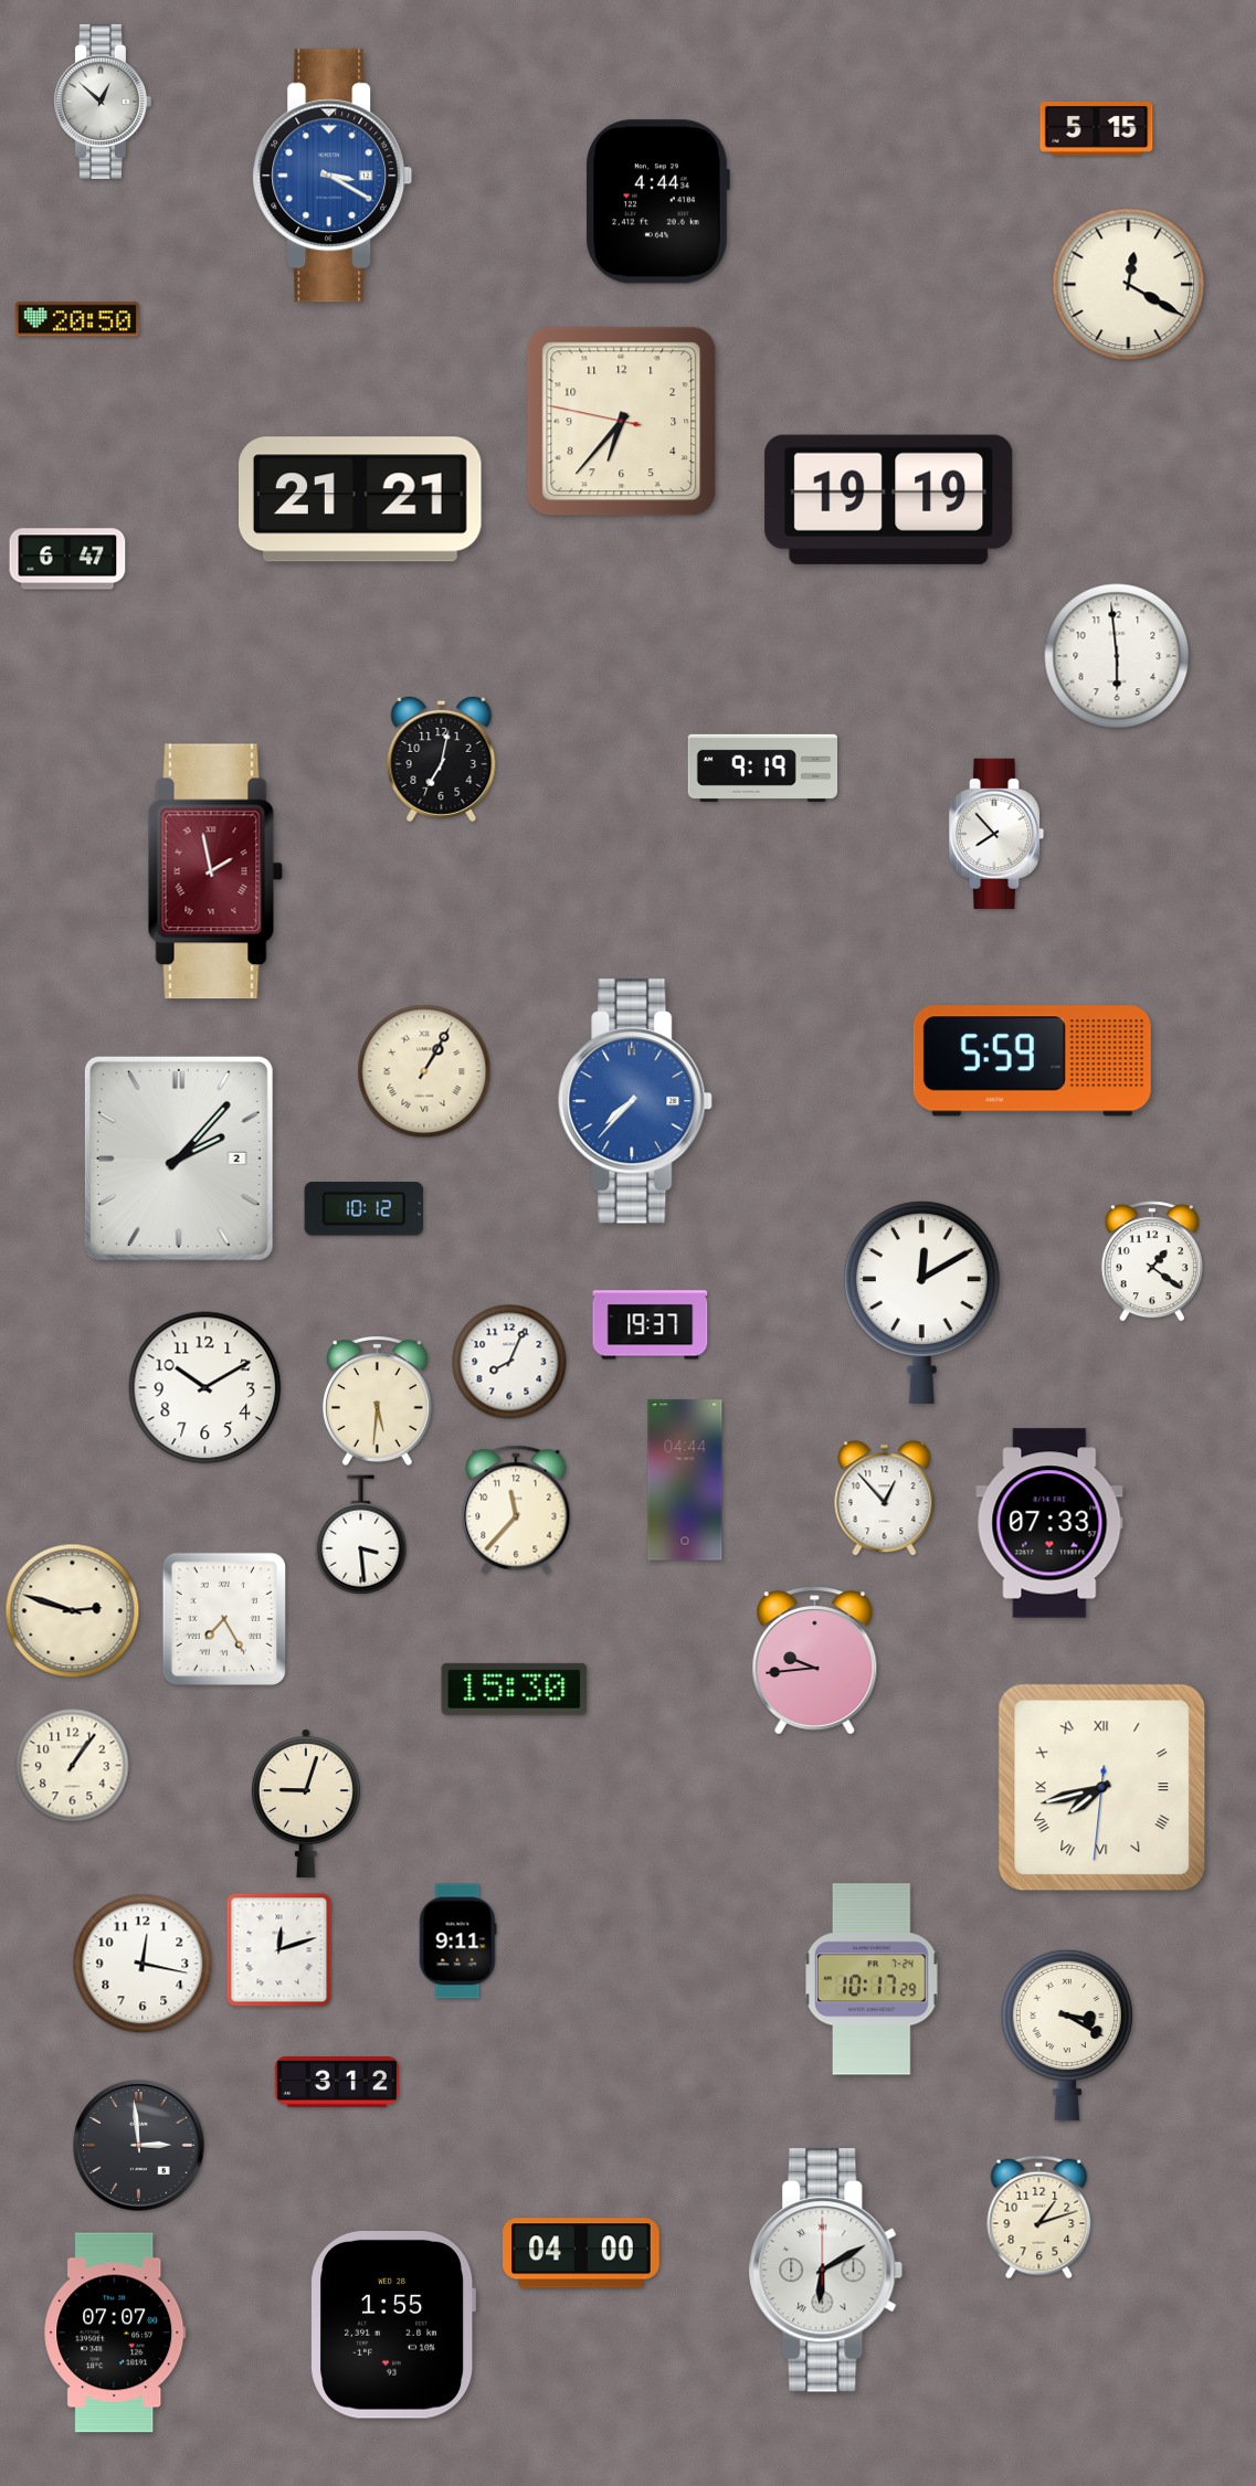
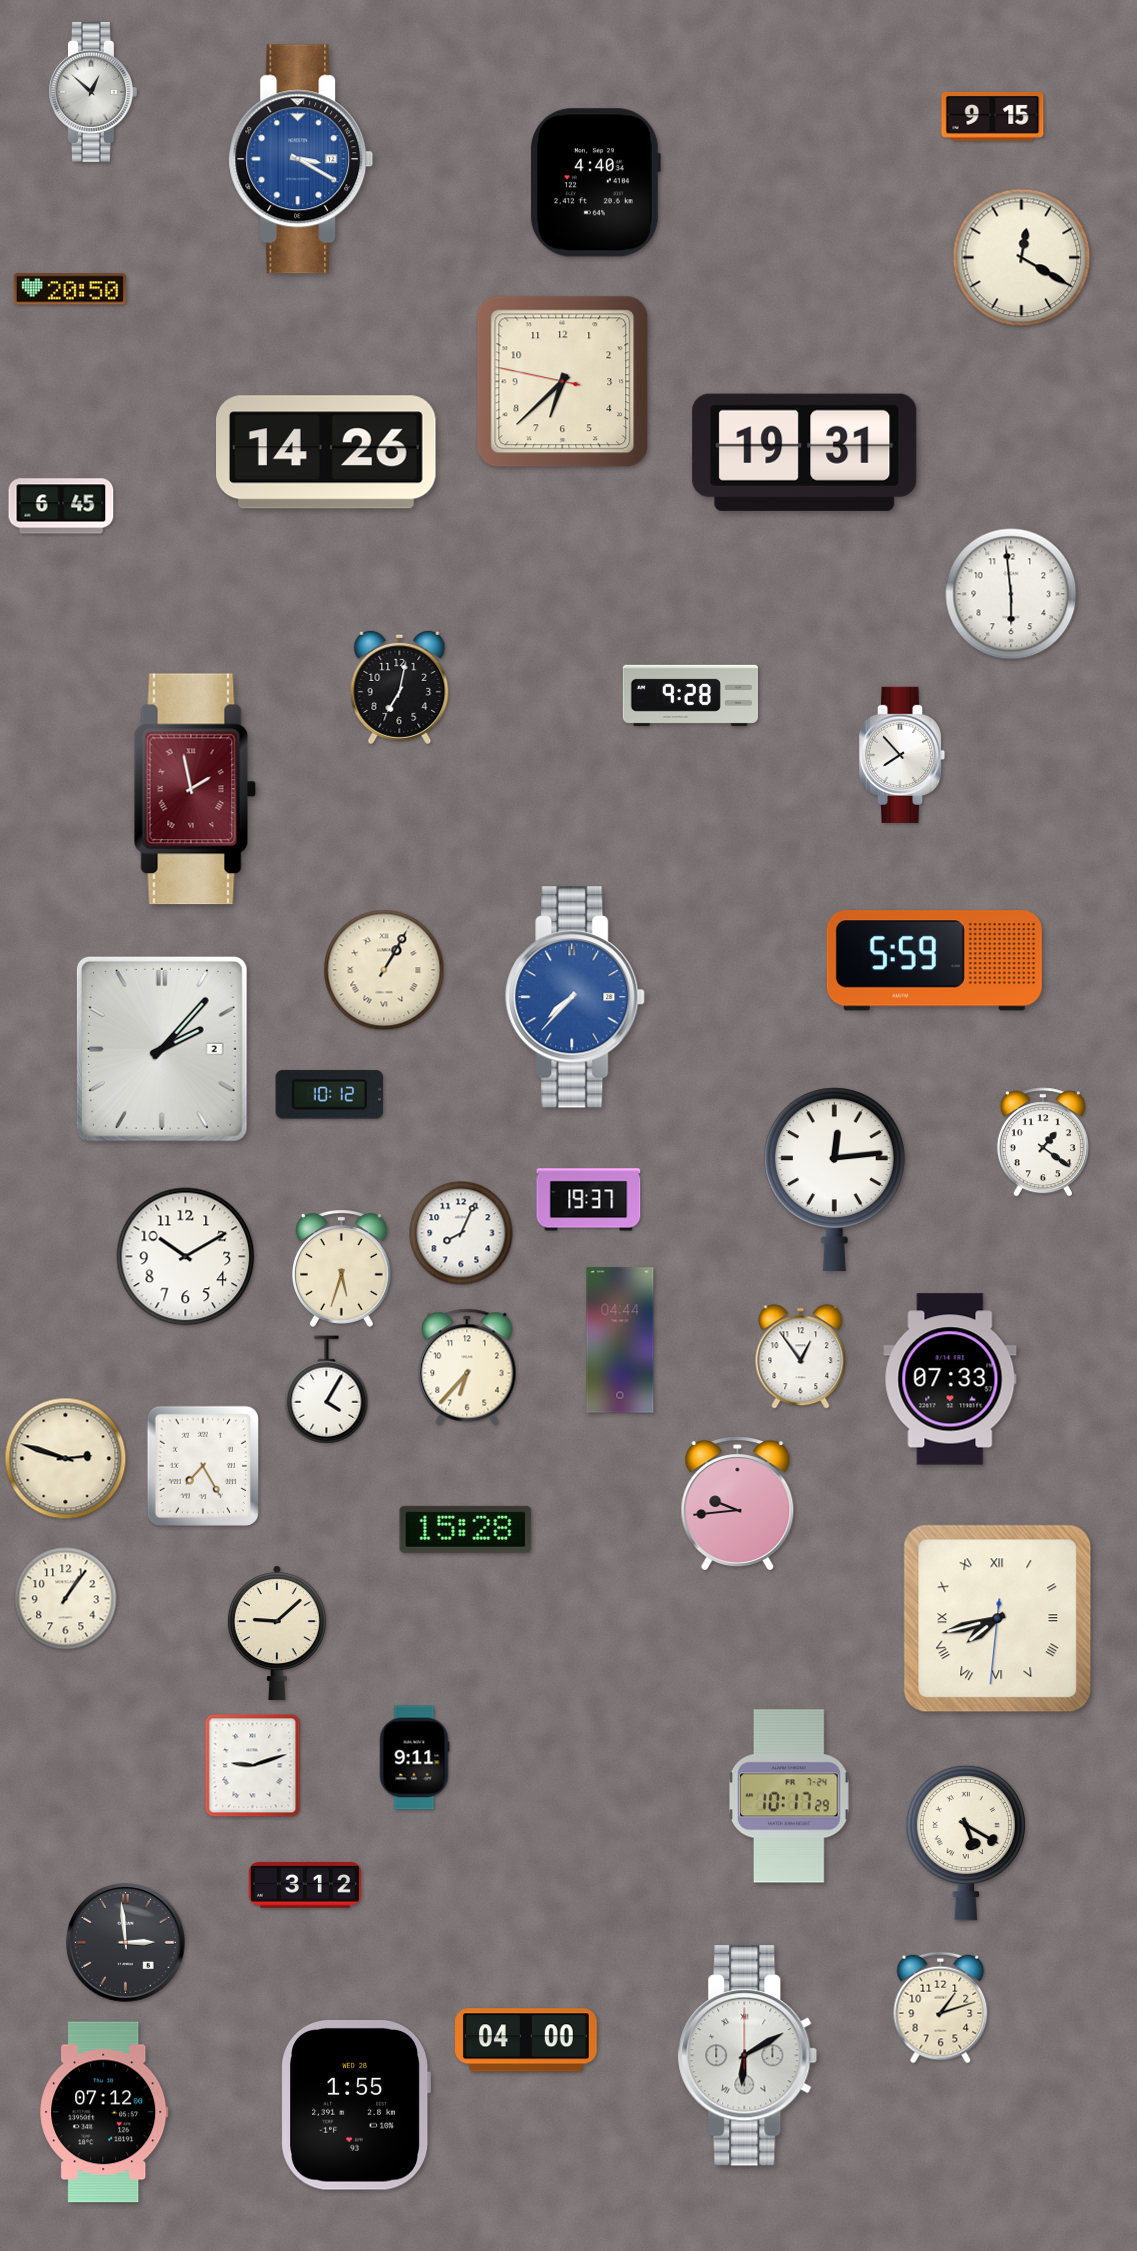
clock at (1097, 128): 5:15 -> 9:15
clock at (658, 202): 4:44 -> 4:40
clock at (622, 422): 6:36 -> 6:37
clock at (361, 499): 21:21 -> 14:26
clock at (889, 499): 19:19 -> 19:31
clock at (67, 559): 6:47 -> 6:45
clock at (762, 768): 9:19 -> 9:28
clock at (921, 1302): 12:10 -> 12:14
clock at (377, 1400): 5:31 -> 5:33
clock at (885, 1499): 12:53 -> 12:54
clock at (516, 1510): 11:37 -> 6:37
clock at (361, 1535): 3:29 -> 4:05
clock at (515, 1689): 15:30 -> 15:28
clock at (306, 1803): 9:03 -> 9:08
clock at (279, 1950): 12:12 -> 9:12
clock at (143, 1964): 12:17 -> none
clock at (872, 1979) position: (872, 1979) -> (789, 1796)
clock at (1067, 2035): 3:20 -> 5:20
clock at (115, 2332): 07:07 -> 07:12
